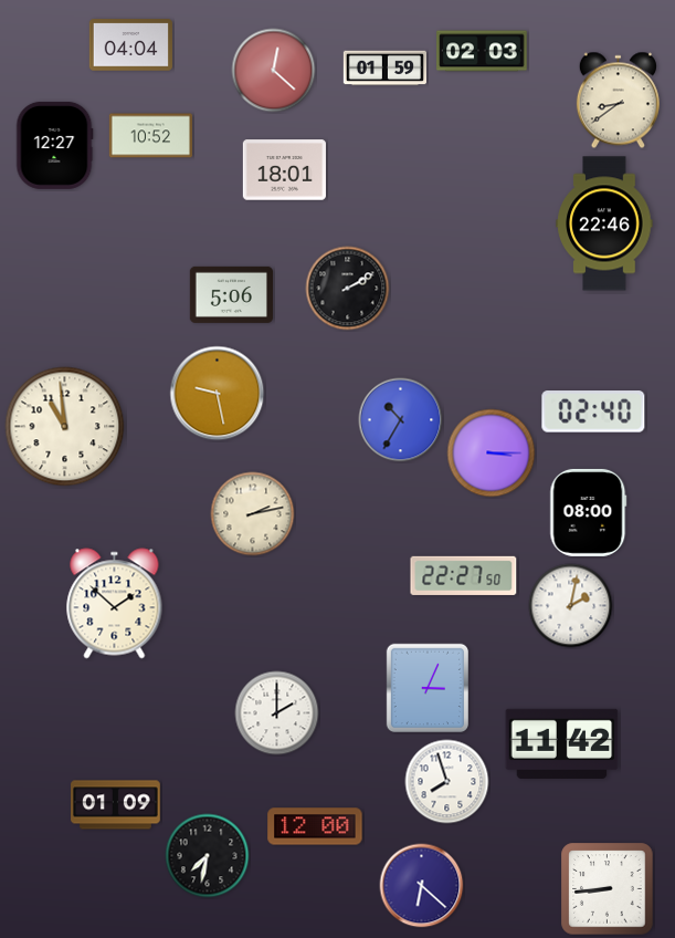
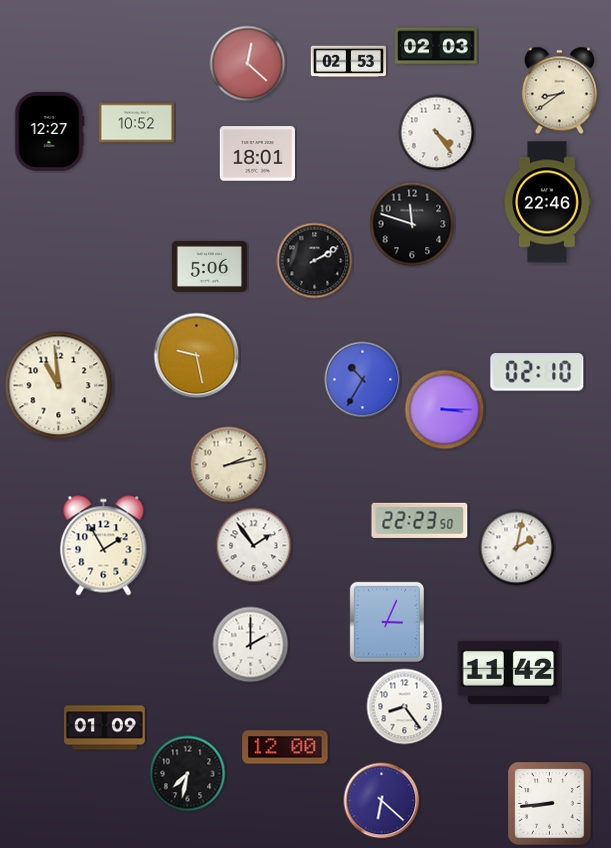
clock at (130, 45): 04:04 -> none
clock at (384, 69): 01:59 -> 02:53
clock at (437, 133): none -> 4:24
clock at (412, 224): none -> 11:48
clock at (593, 411): 02:40 -> 02:10
clock at (589, 512): 08:00 -> none
clock at (464, 575): 22:27 -> 22:23
clock at (115, 604): 1:52 -> 1:55
clock at (254, 546): none -> 1:54
clock at (447, 782): 7:57 -> 8:24
